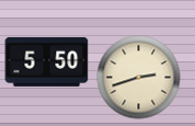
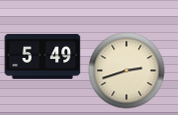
clock at (47, 61): 5:50 -> 5:49
